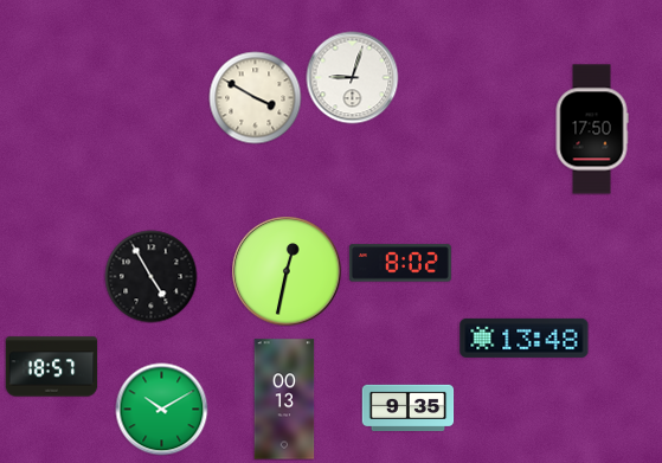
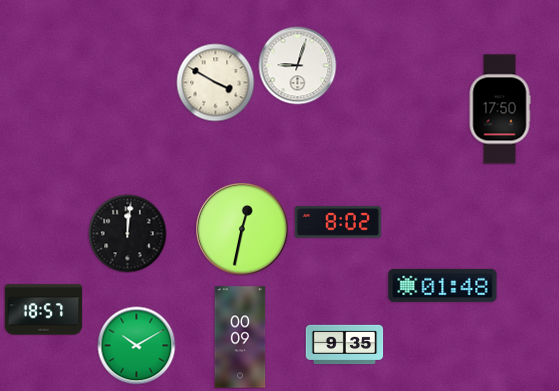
clock at (150, 276): 4:55 -> 12:01
clock at (525, 337): 13:48 -> 01:48
clock at (284, 399): 00:13 -> 00:09
